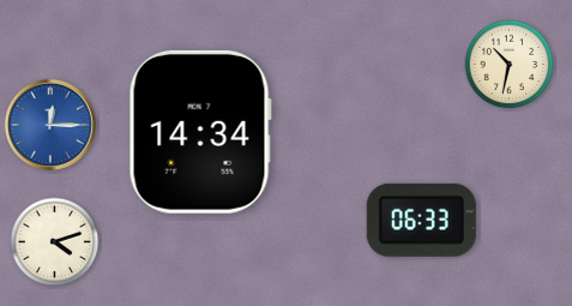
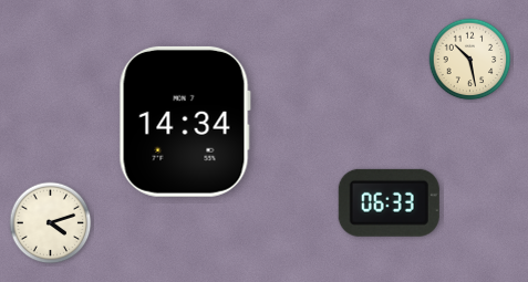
clock at (510, 65): 10:32 -> 10:28
clock at (50, 125): 12:15 -> none
